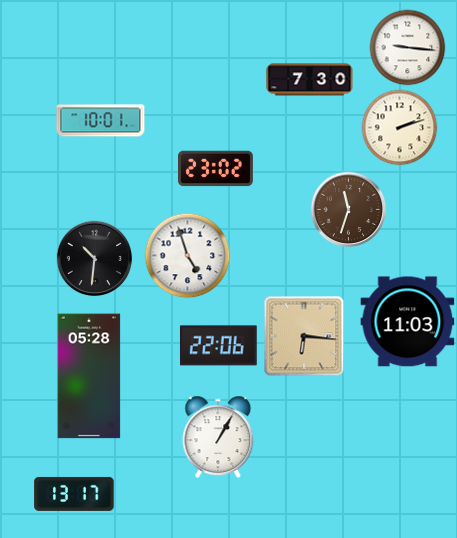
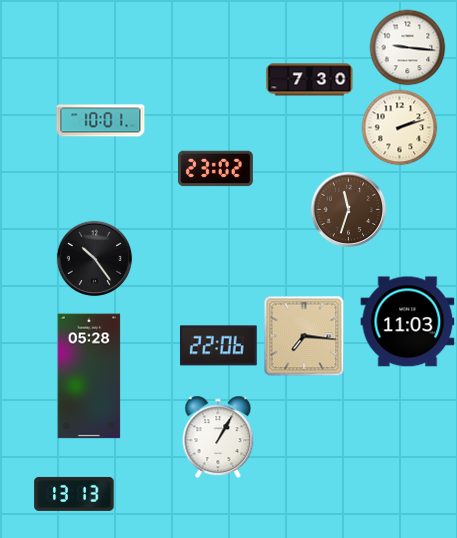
clock at (188, 256): 4:57 -> none
clock at (95, 259): 10:31 -> 10:24
clock at (304, 336): 6:16 -> 7:16
clock at (74, 494): 13:17 -> 13:13
